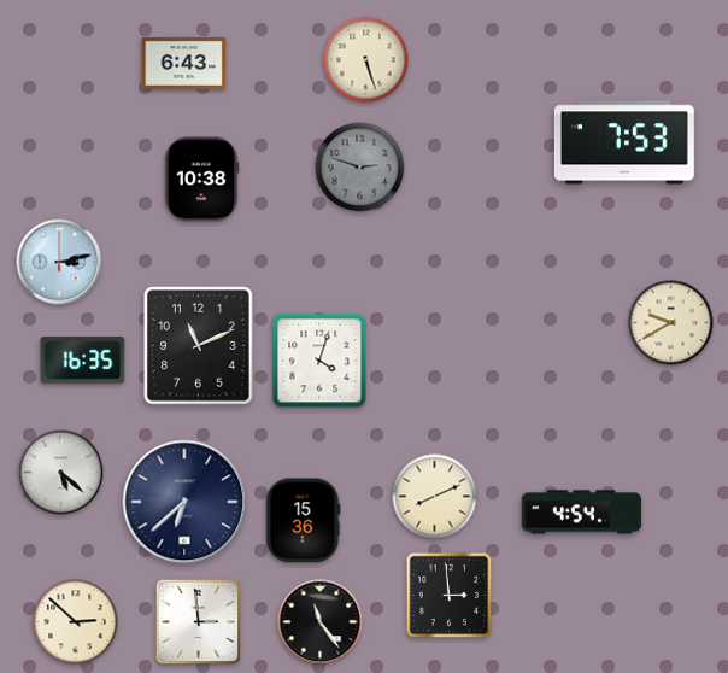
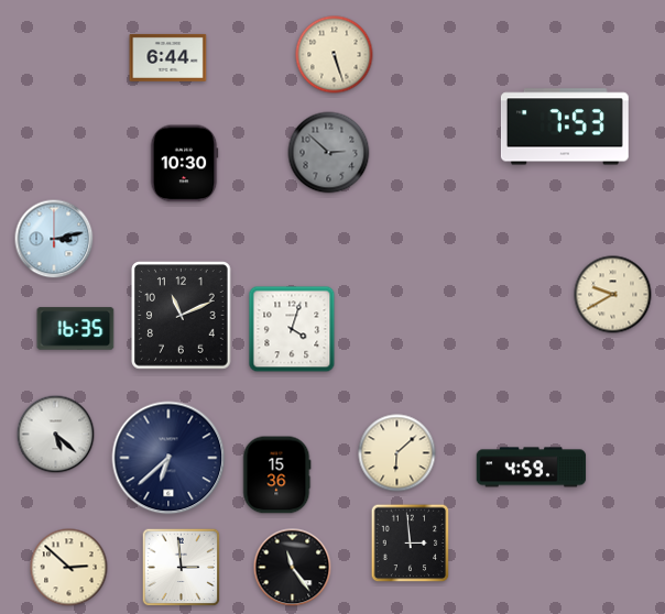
clock at (184, 63): 6:43 -> 6:44
clock at (624, 142) position: (624, 142) -> (565, 127)
clock at (360, 168): 2:48 -> 2:52
clock at (201, 180): 10:38 -> 10:30
clock at (61, 473) position: (61, 473) -> (56, 435)
clock at (435, 497): 8:11 -> 6:08
clock at (582, 513): 4:54 -> 4:59
